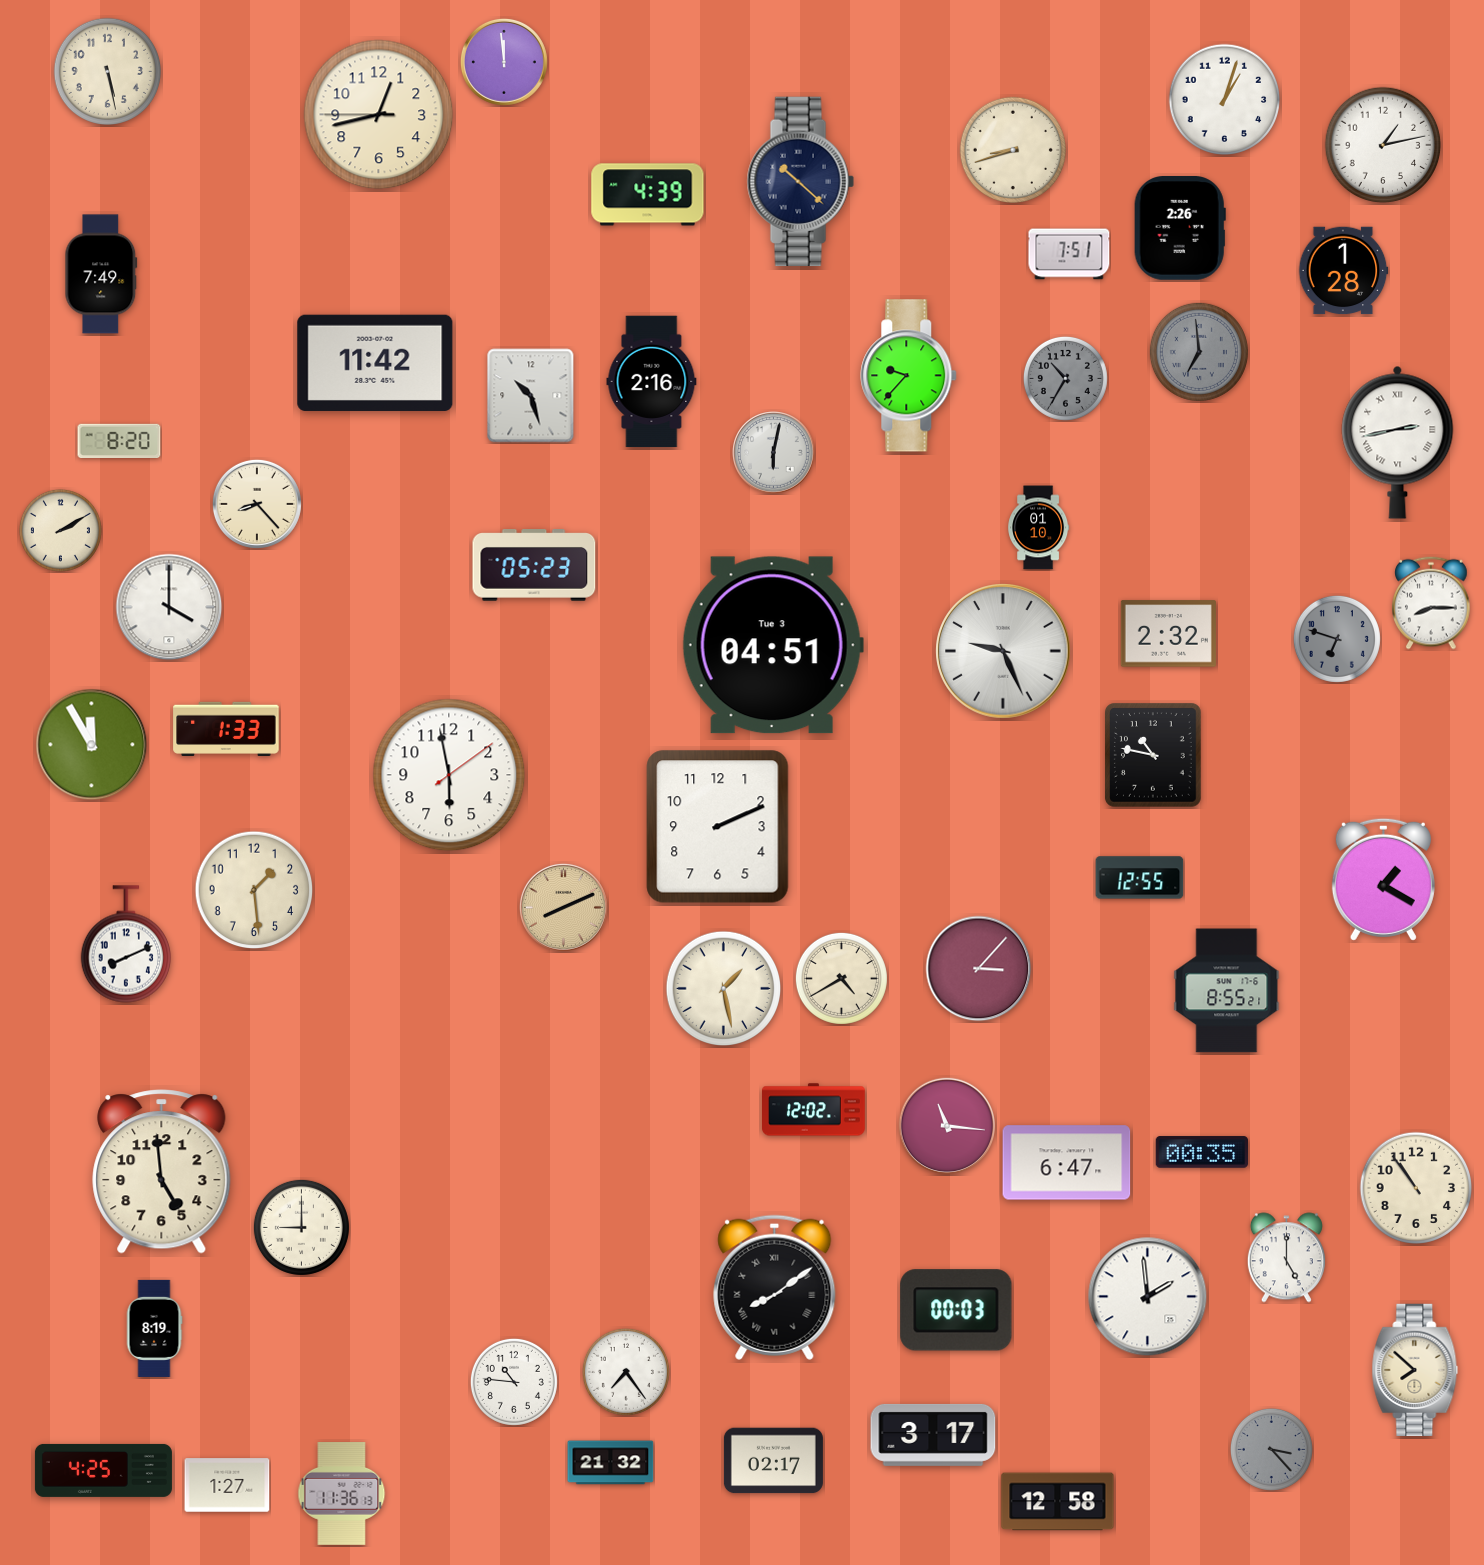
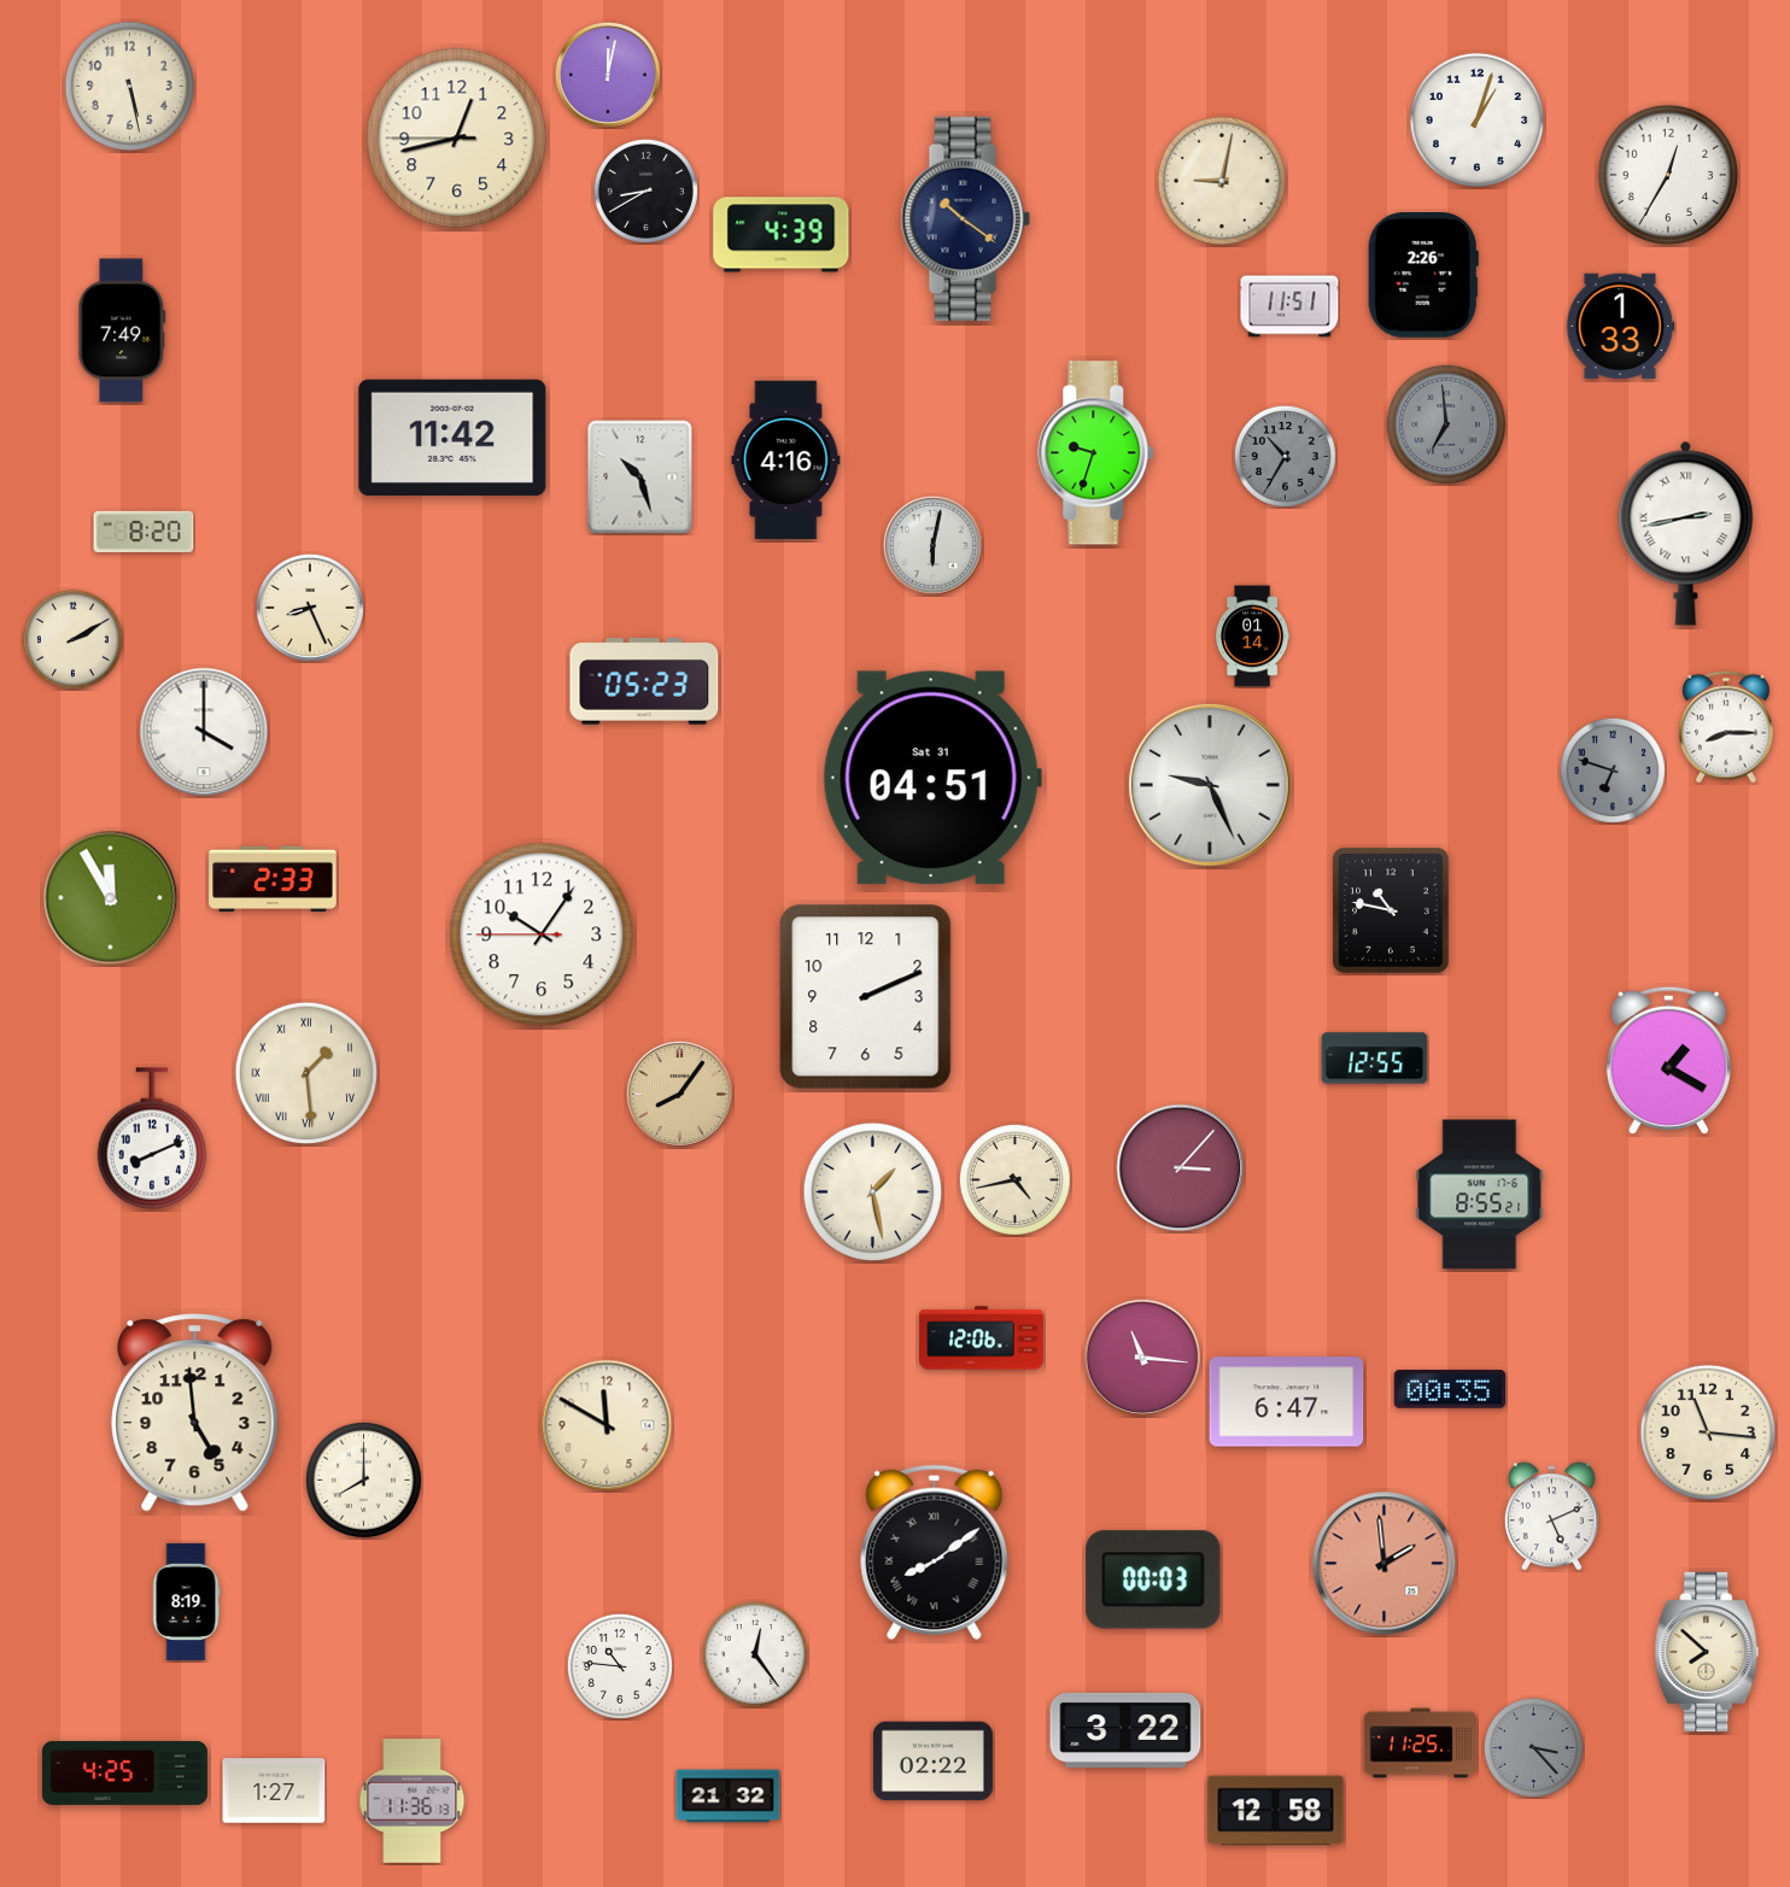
clock at (504, 62): 11:59 -> 12:02
clock at (1383, 145): 1:13 -> 12:35
clock at (1013, 150): 8:42 -> 9:02
clock at (645, 191): none -> 8:40
clock at (800, 182): 10:22 -> 10:21
clock at (1069, 254): 7:51 -> 11:51
clock at (1343, 271): 1:28 -> 1:33
clock at (909, 376): 9:37 -> 9:33
clock at (652, 382): 2:16 -> 4:16
clock at (257, 504): 8:23 -> 8:26
clock at (1039, 528): 01:10 -> 01:14
clock at (1168, 634): 2:32 -> none
clock at (773, 645) date: Tue 3 -> Sat 31
clock at (226, 728): 1:33 -> 2:33
clock at (449, 775): 5:58 -> 10:05
clock at (254, 890) numerals: Arabic -> Roman
clock at (563, 907): 8:11 -> 8:06
clock at (841, 978): 4:40 -> 4:43
clock at (814, 1110): 12:02 -> 12:06
clock at (607, 1425): none -> 11:50
clock at (1415, 1187): 10:54 -> 11:16
clock at (301, 1227): 9:00 -> 8:00
clock at (1286, 1258): 5:00 -> 5:11
clock at (1148, 1297) dial: white -> salmon
clock at (626, 1372): 7:24 -> 12:24
clock at (933, 1435): 3:17 -> 3:22
clock at (1421, 1744): none -> 11:25
clock at (773, 1461): 02:17 -> 02:22
clock at (611, 1463) position: (611, 1463) -> (729, 1797)
